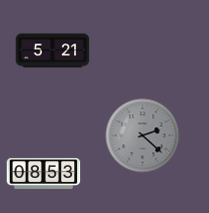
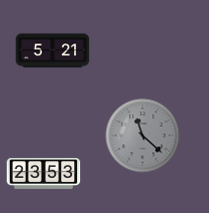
clock at (143, 136): 2:22 -> 11:22
clock at (44, 173): 08:53 -> 23:53
